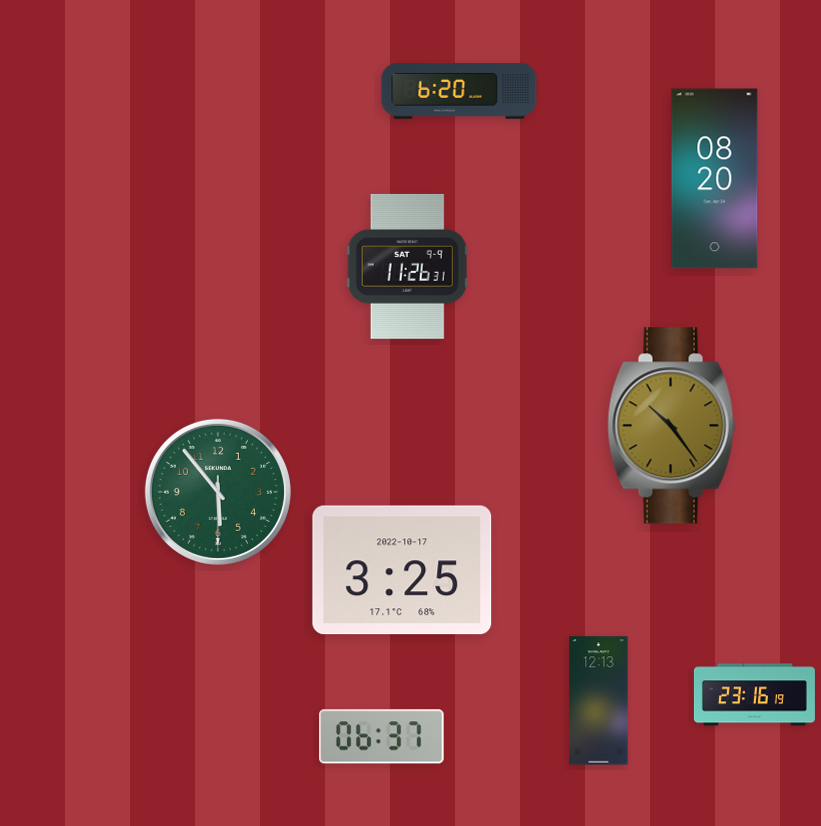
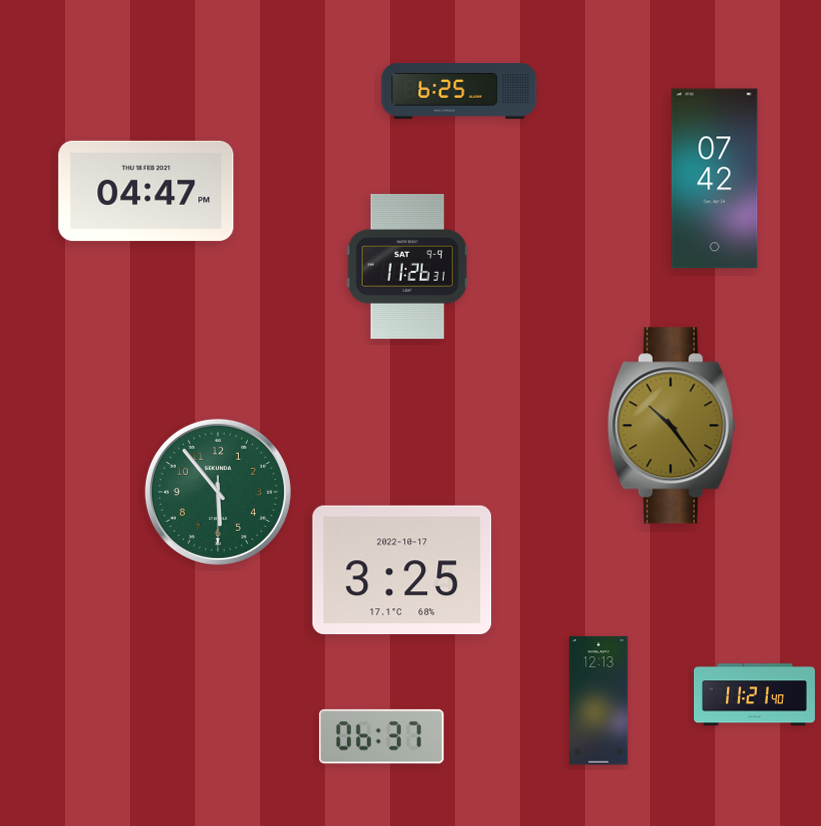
clock at (459, 91): 6:20 -> 6:25
clock at (715, 179): 08:20 -> 07:42
clock at (146, 191): none -> 04:47
clock at (754, 695): 23:16 -> 11:21
